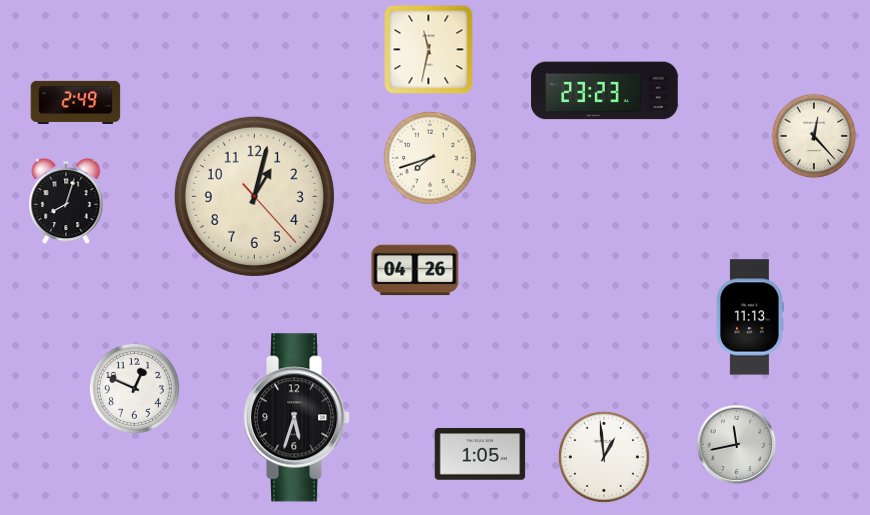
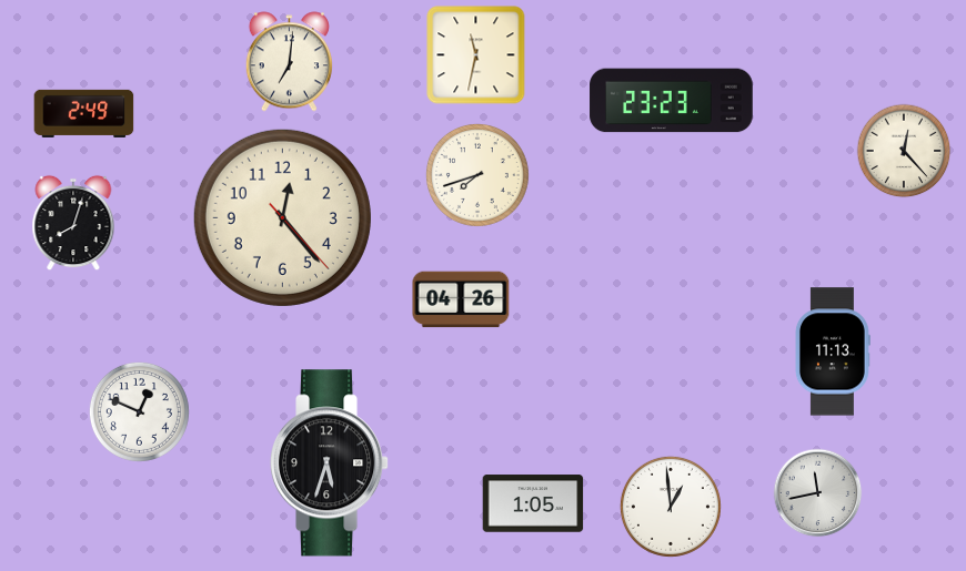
clock at (289, 62): none -> 7:01
clock at (254, 196): 1:02 -> 12:23
clock at (134, 388) position: (134, 388) -> (139, 411)
